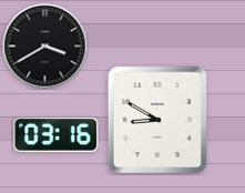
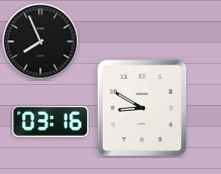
clock at (45, 47): 3:40 -> 7:56
